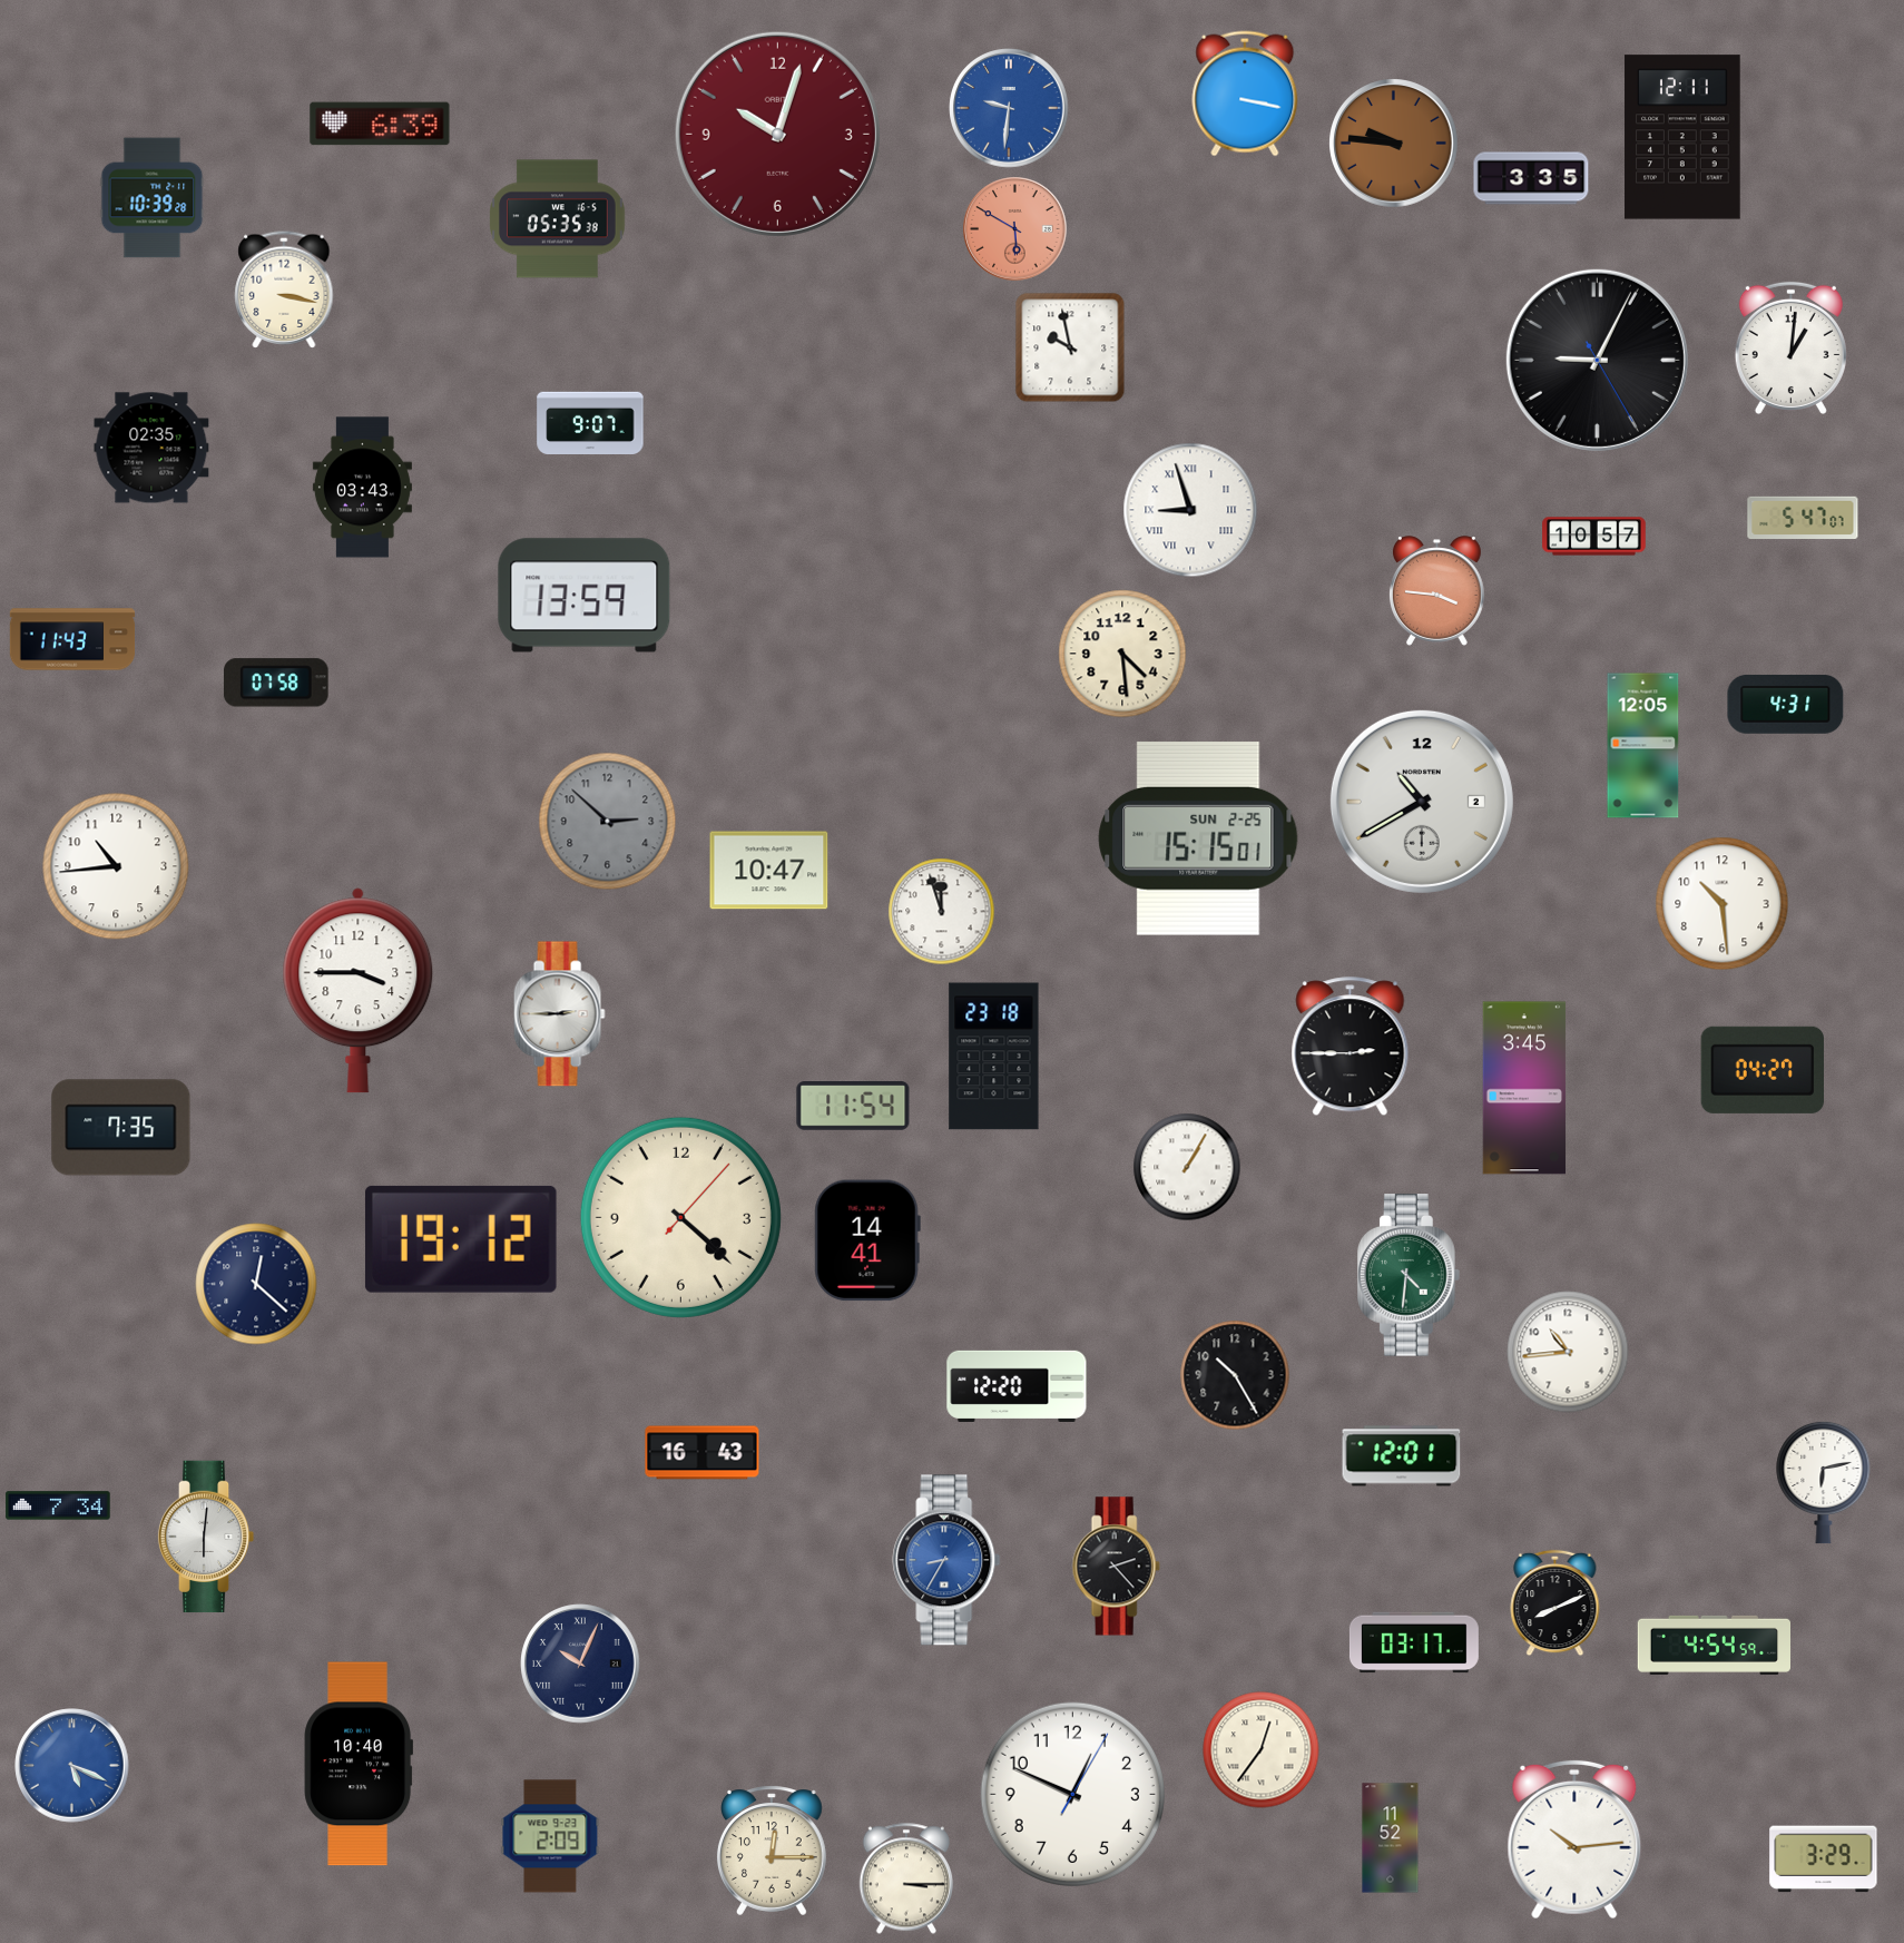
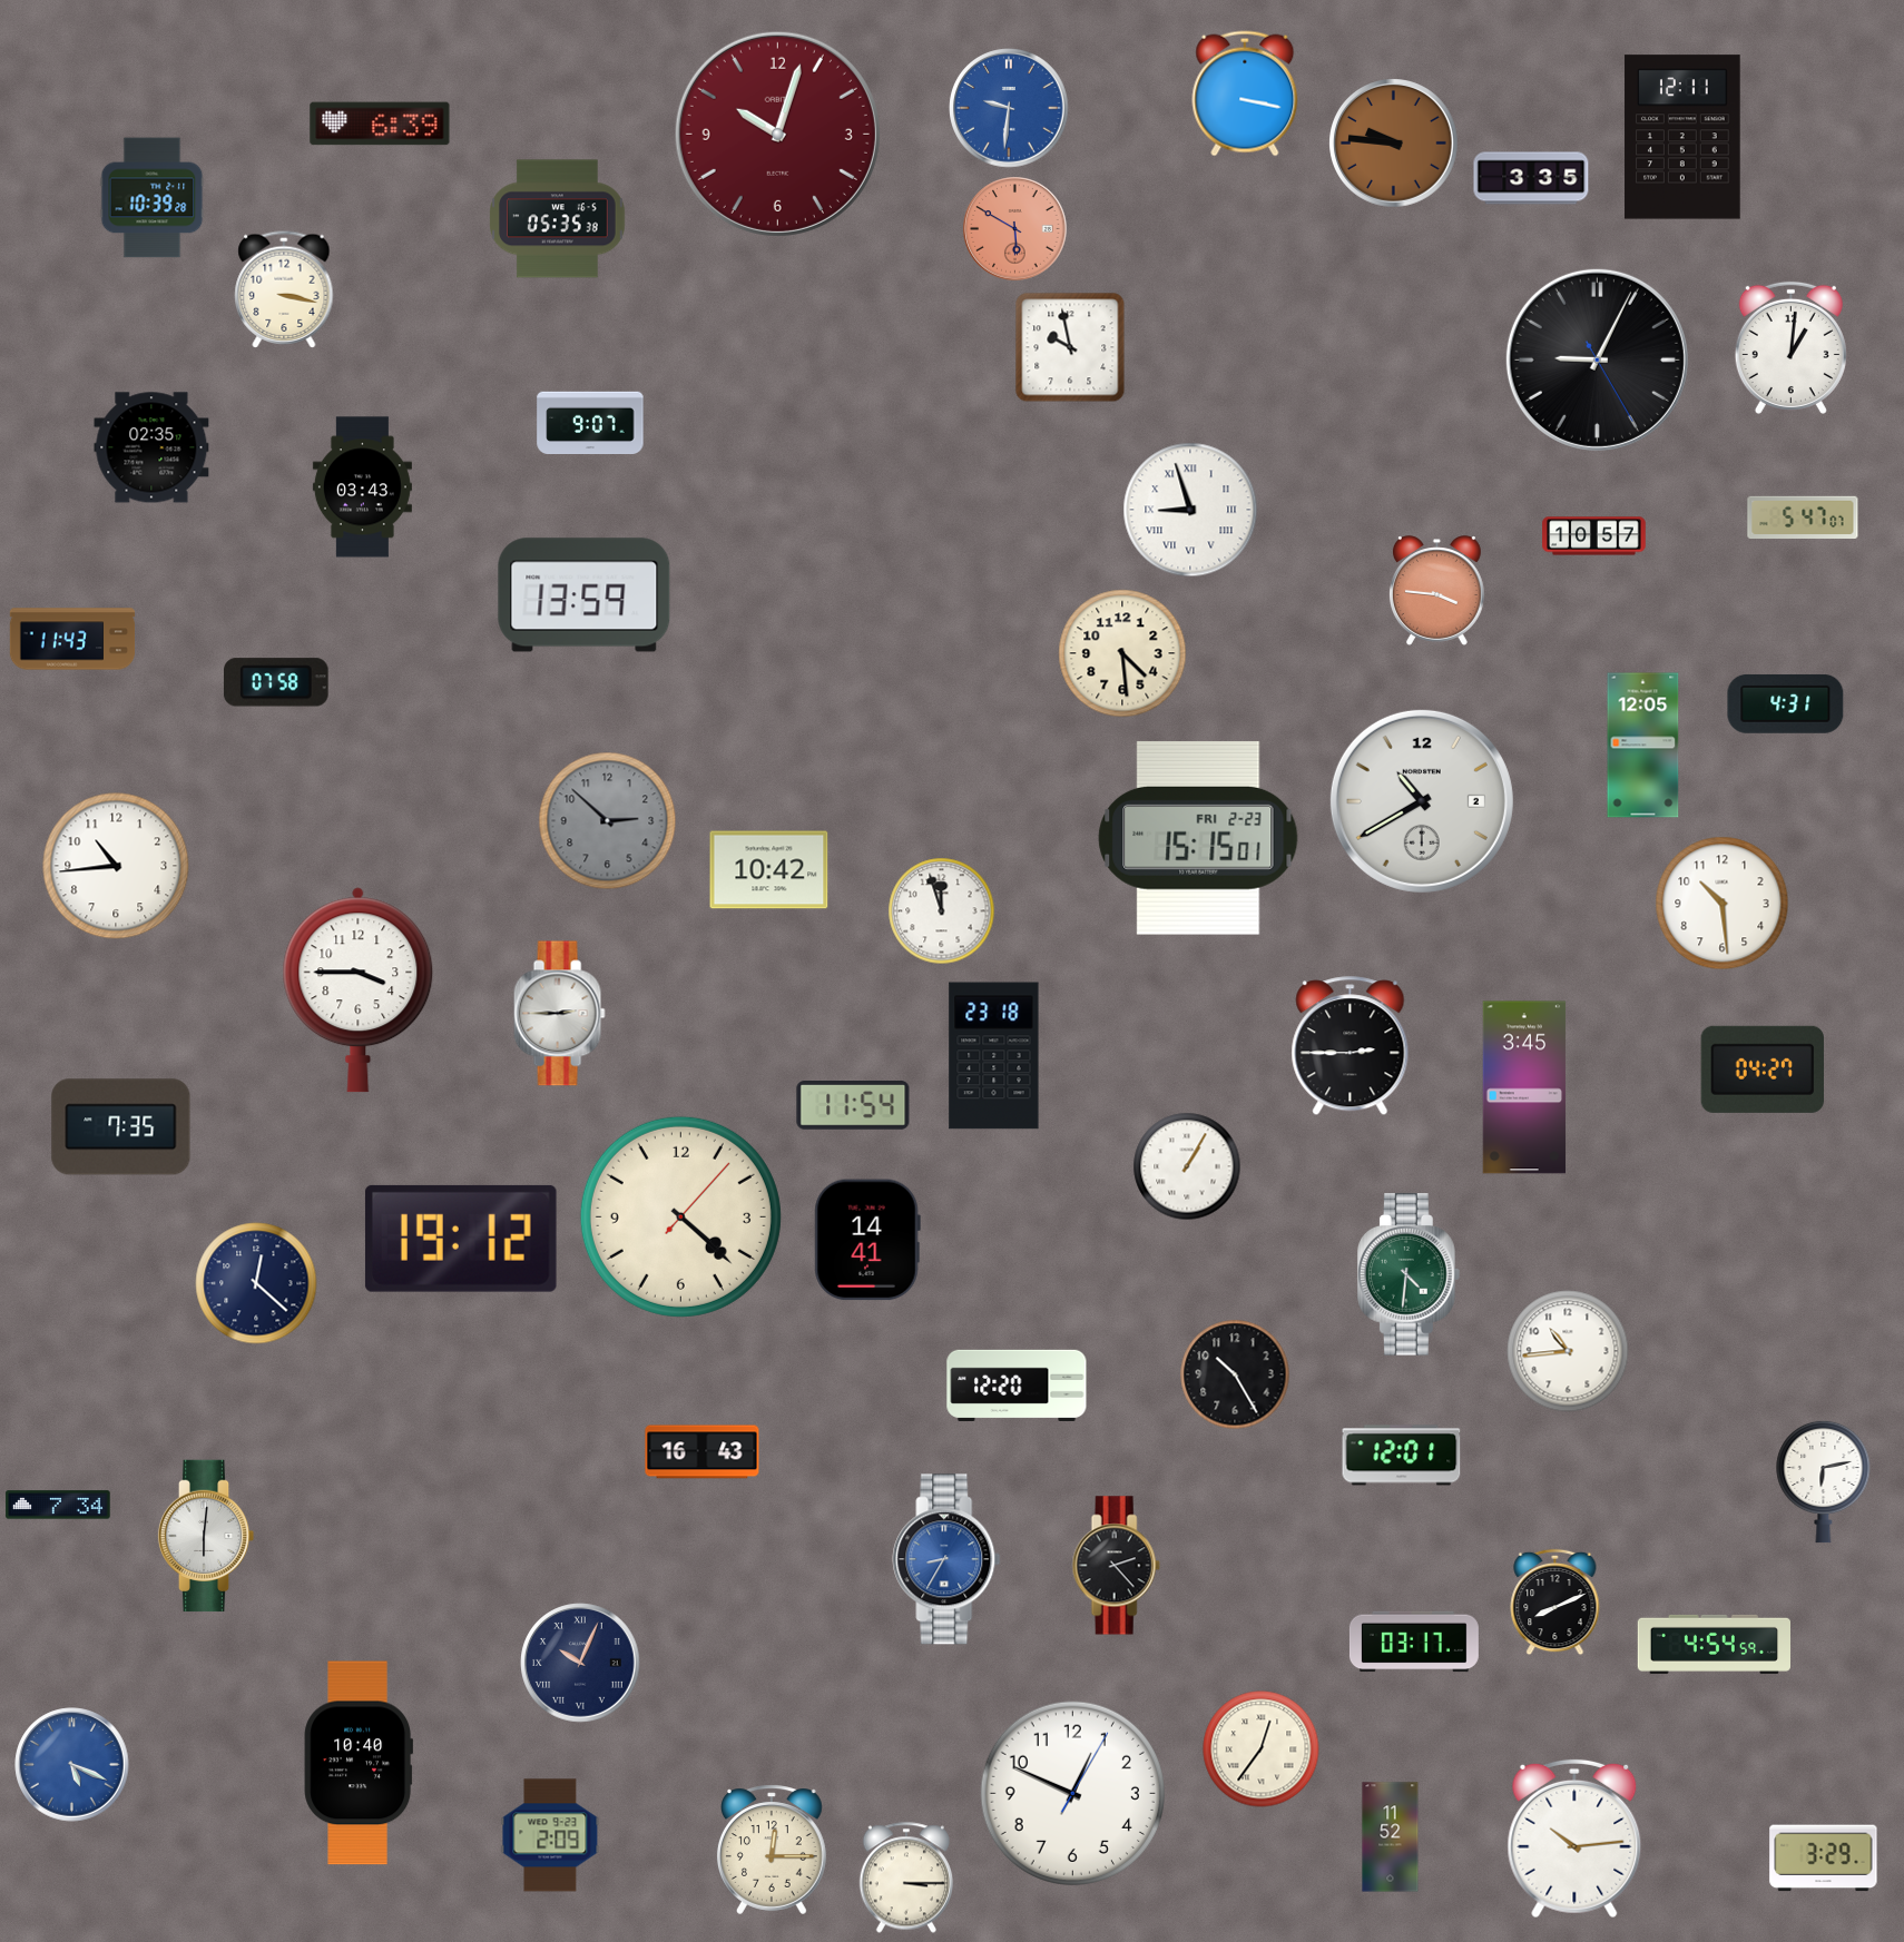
clock at (1198, 838) date: SUN 2-25 -> FRI 2-23
clock at (769, 871): 10:47 -> 10:42
